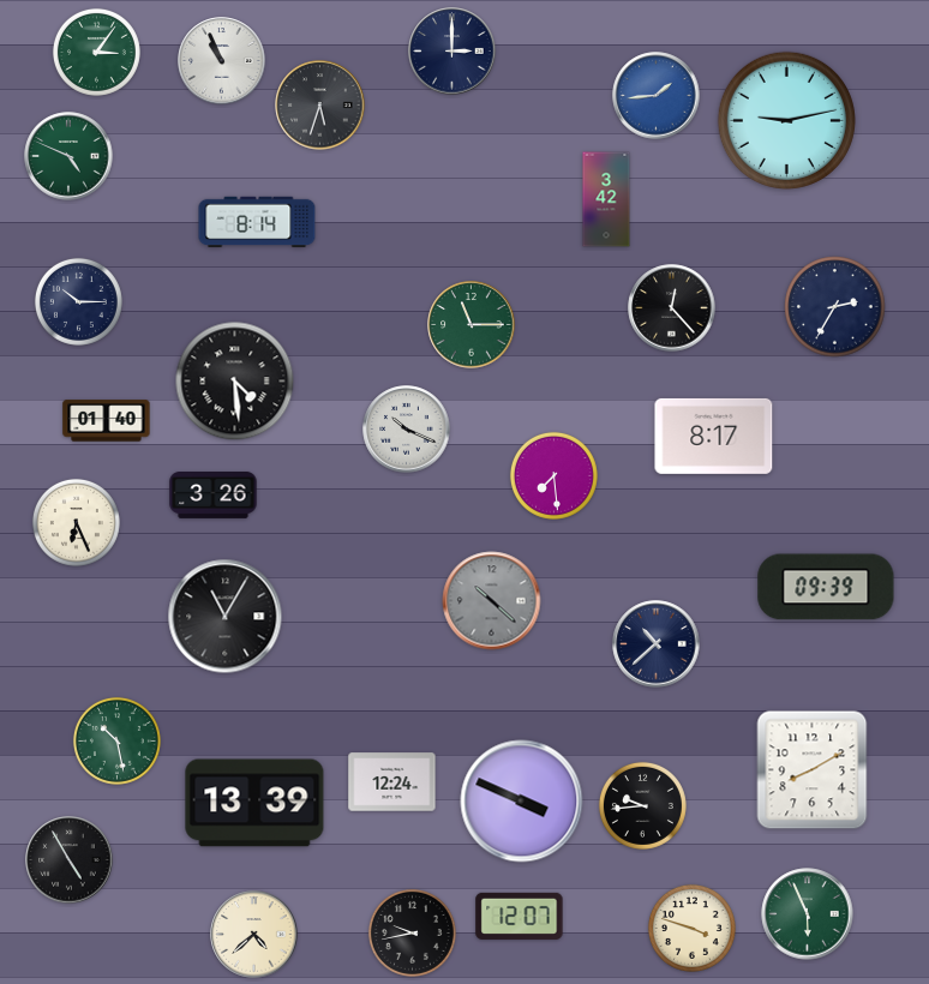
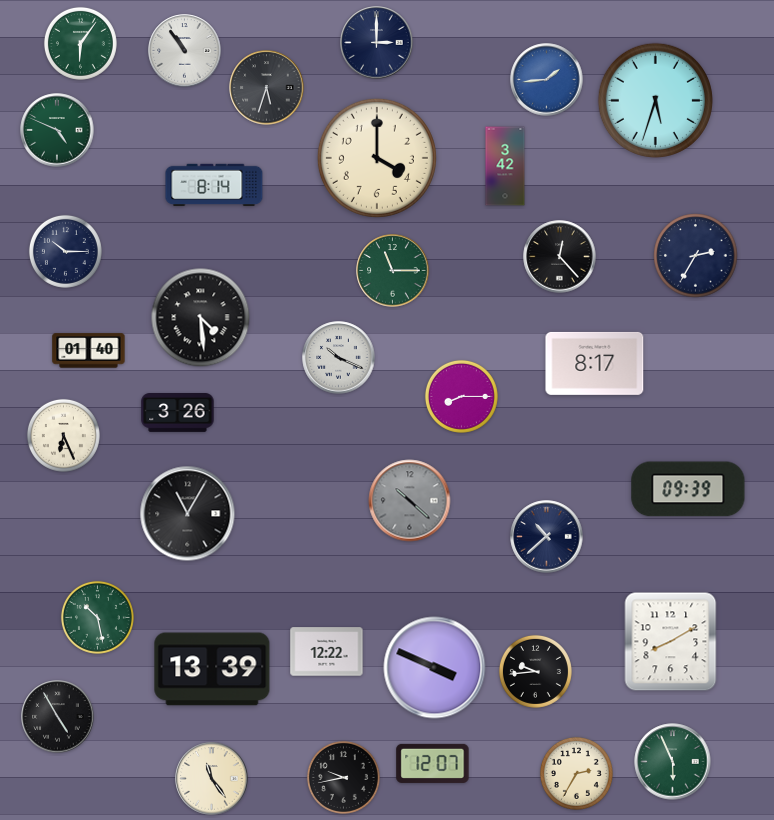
clock at (96, 52): 3:06 -> 6:06
clock at (222, 61): 10:56 -> 10:54
clock at (786, 120): 9:13 -> 5:33
clock at (377, 158): none -> 4:00
clock at (235, 382) position: (235, 382) -> (201, 318)
clock at (553, 475): 7:29 -> 8:15
clock at (813, 770) position: (813, 770) -> (671, 642)
clock at (392, 782): 12:24 -> 12:22
clock at (691, 928): 3:48 -> 2:35
clock at (254, 935): 4:38 -> 11:24
